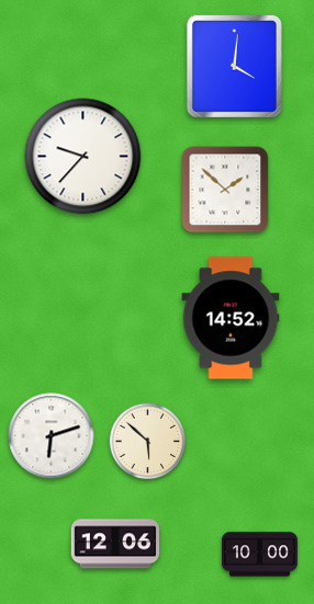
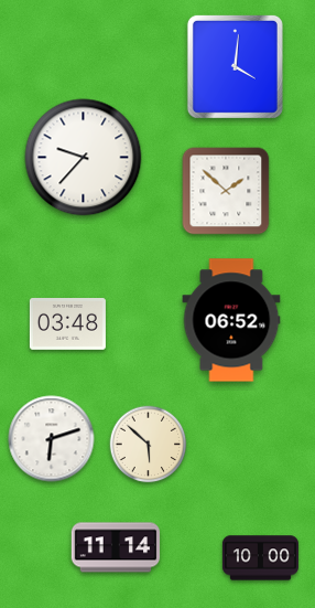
clock at (231, 318): 14:52 -> 06:52
clock at (67, 324): none -> 03:48
clock at (115, 544): 12:06 -> 11:14
